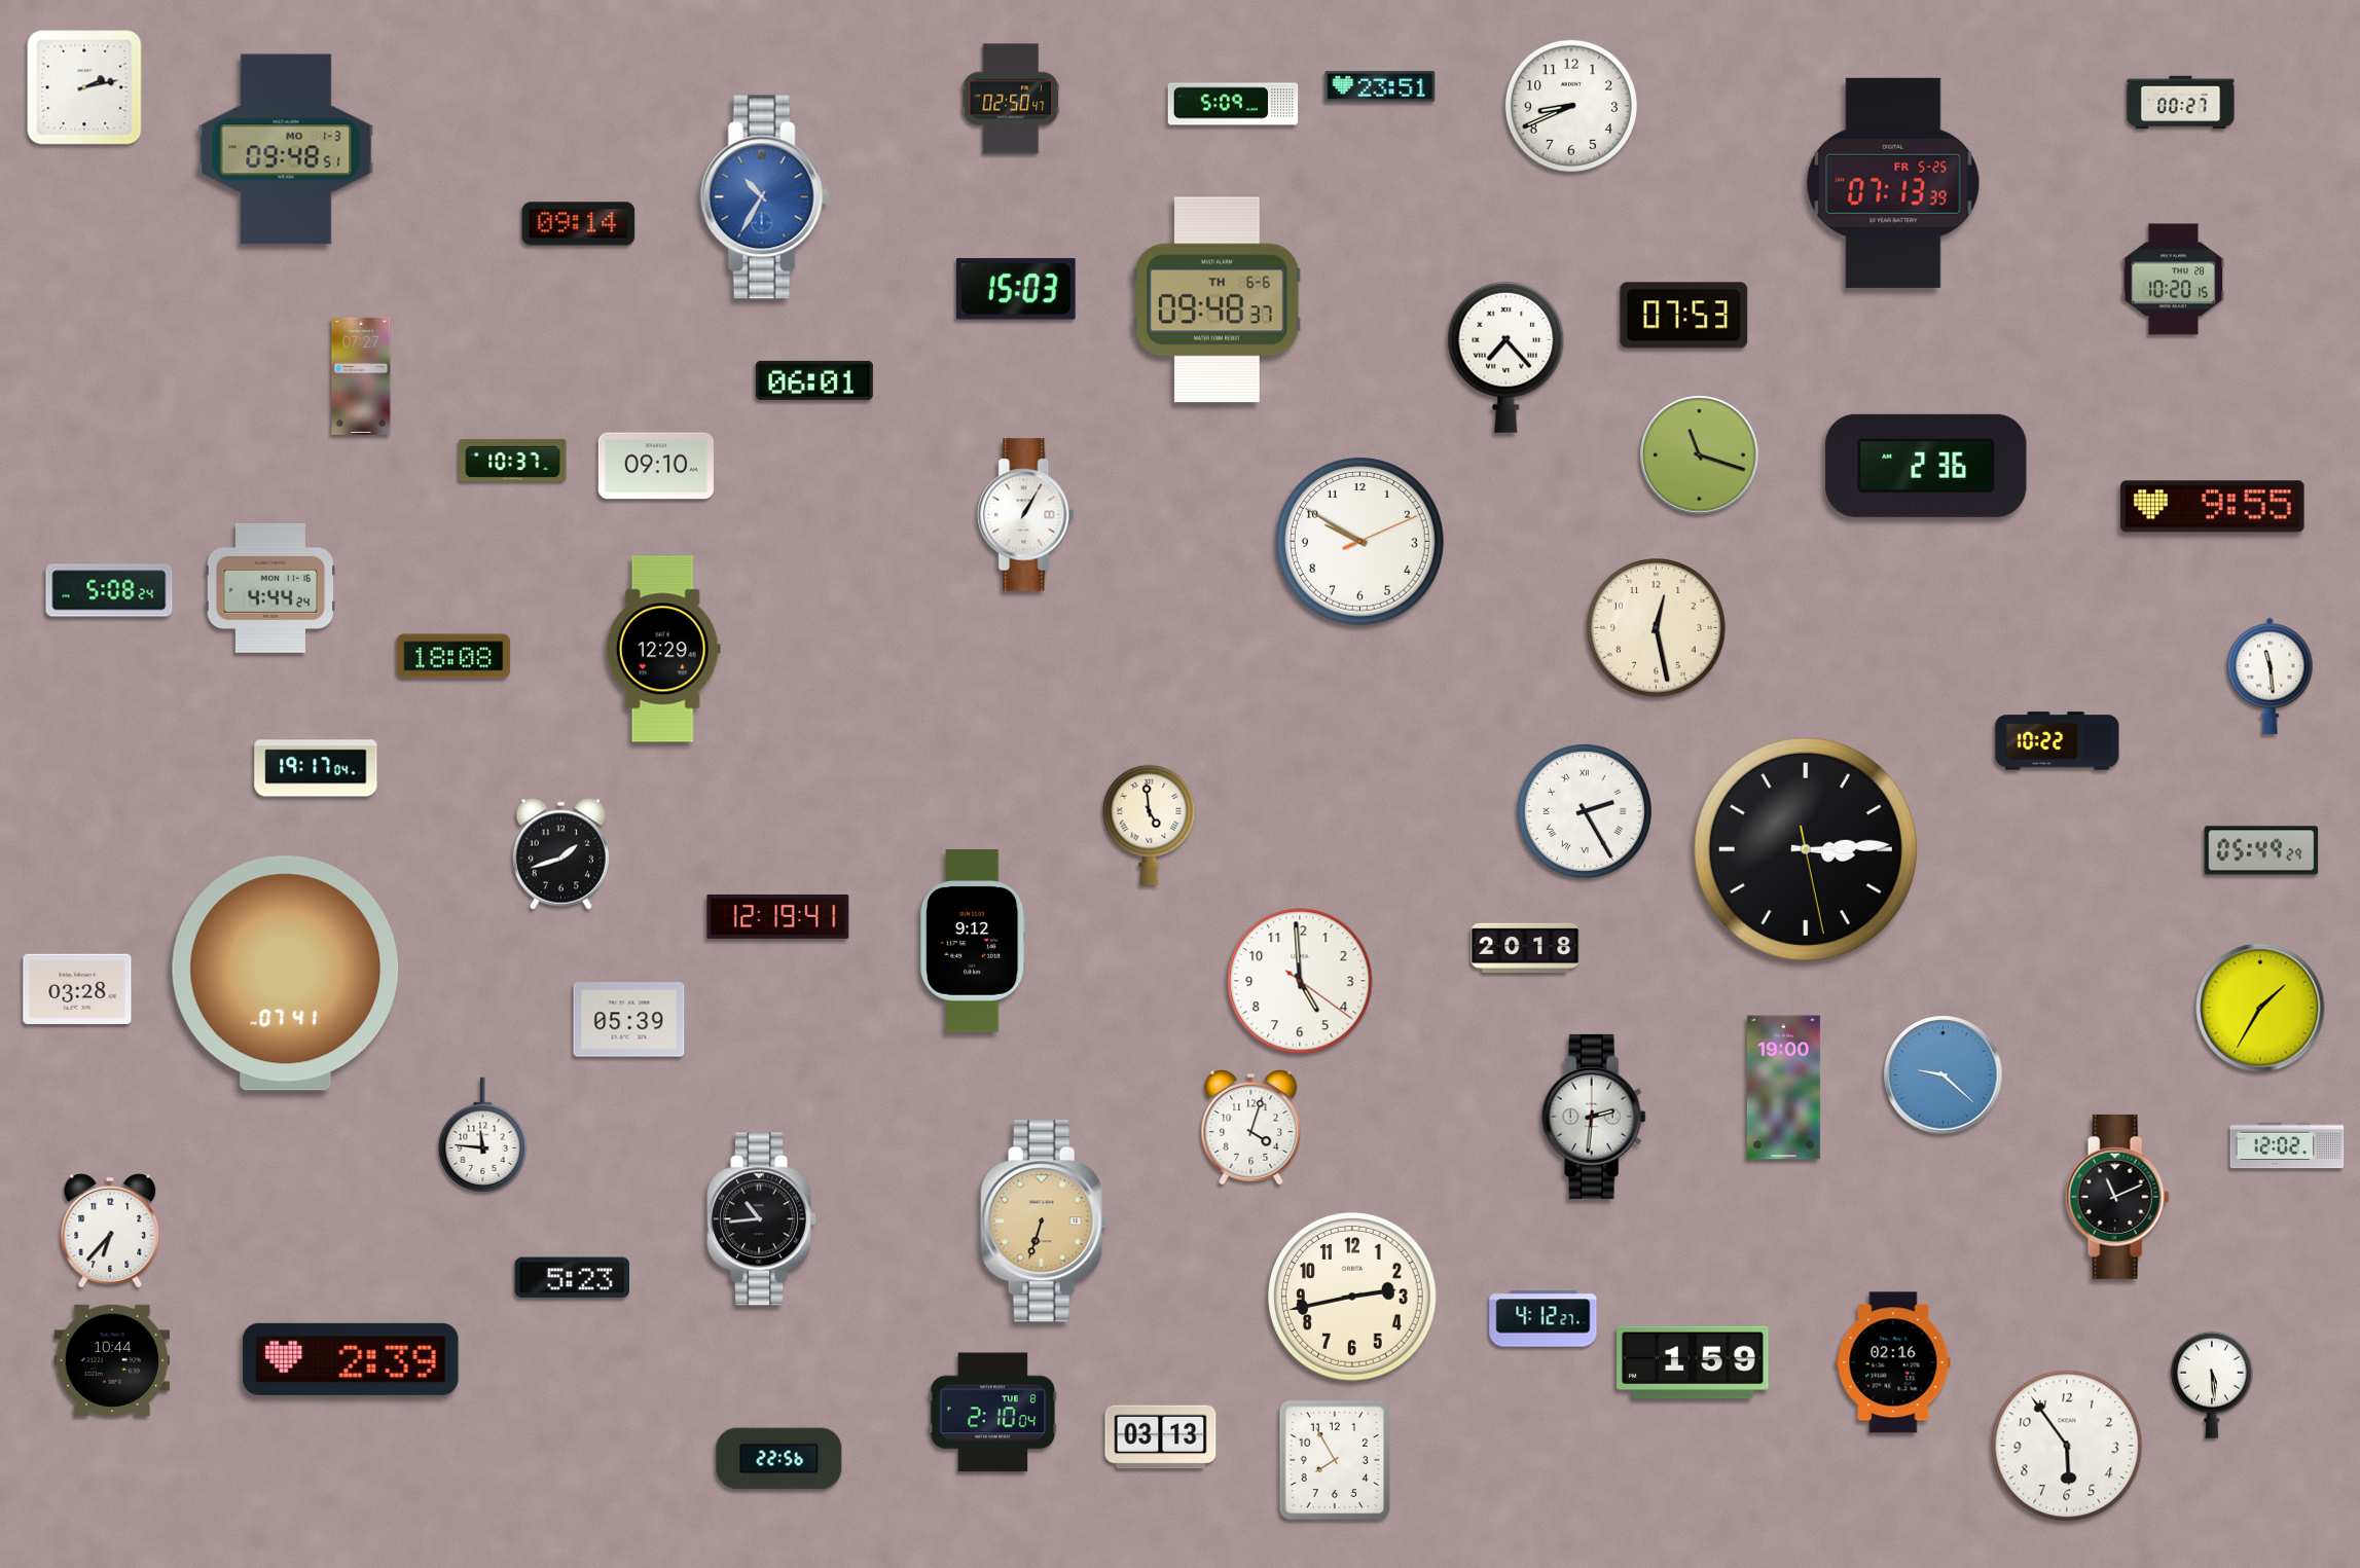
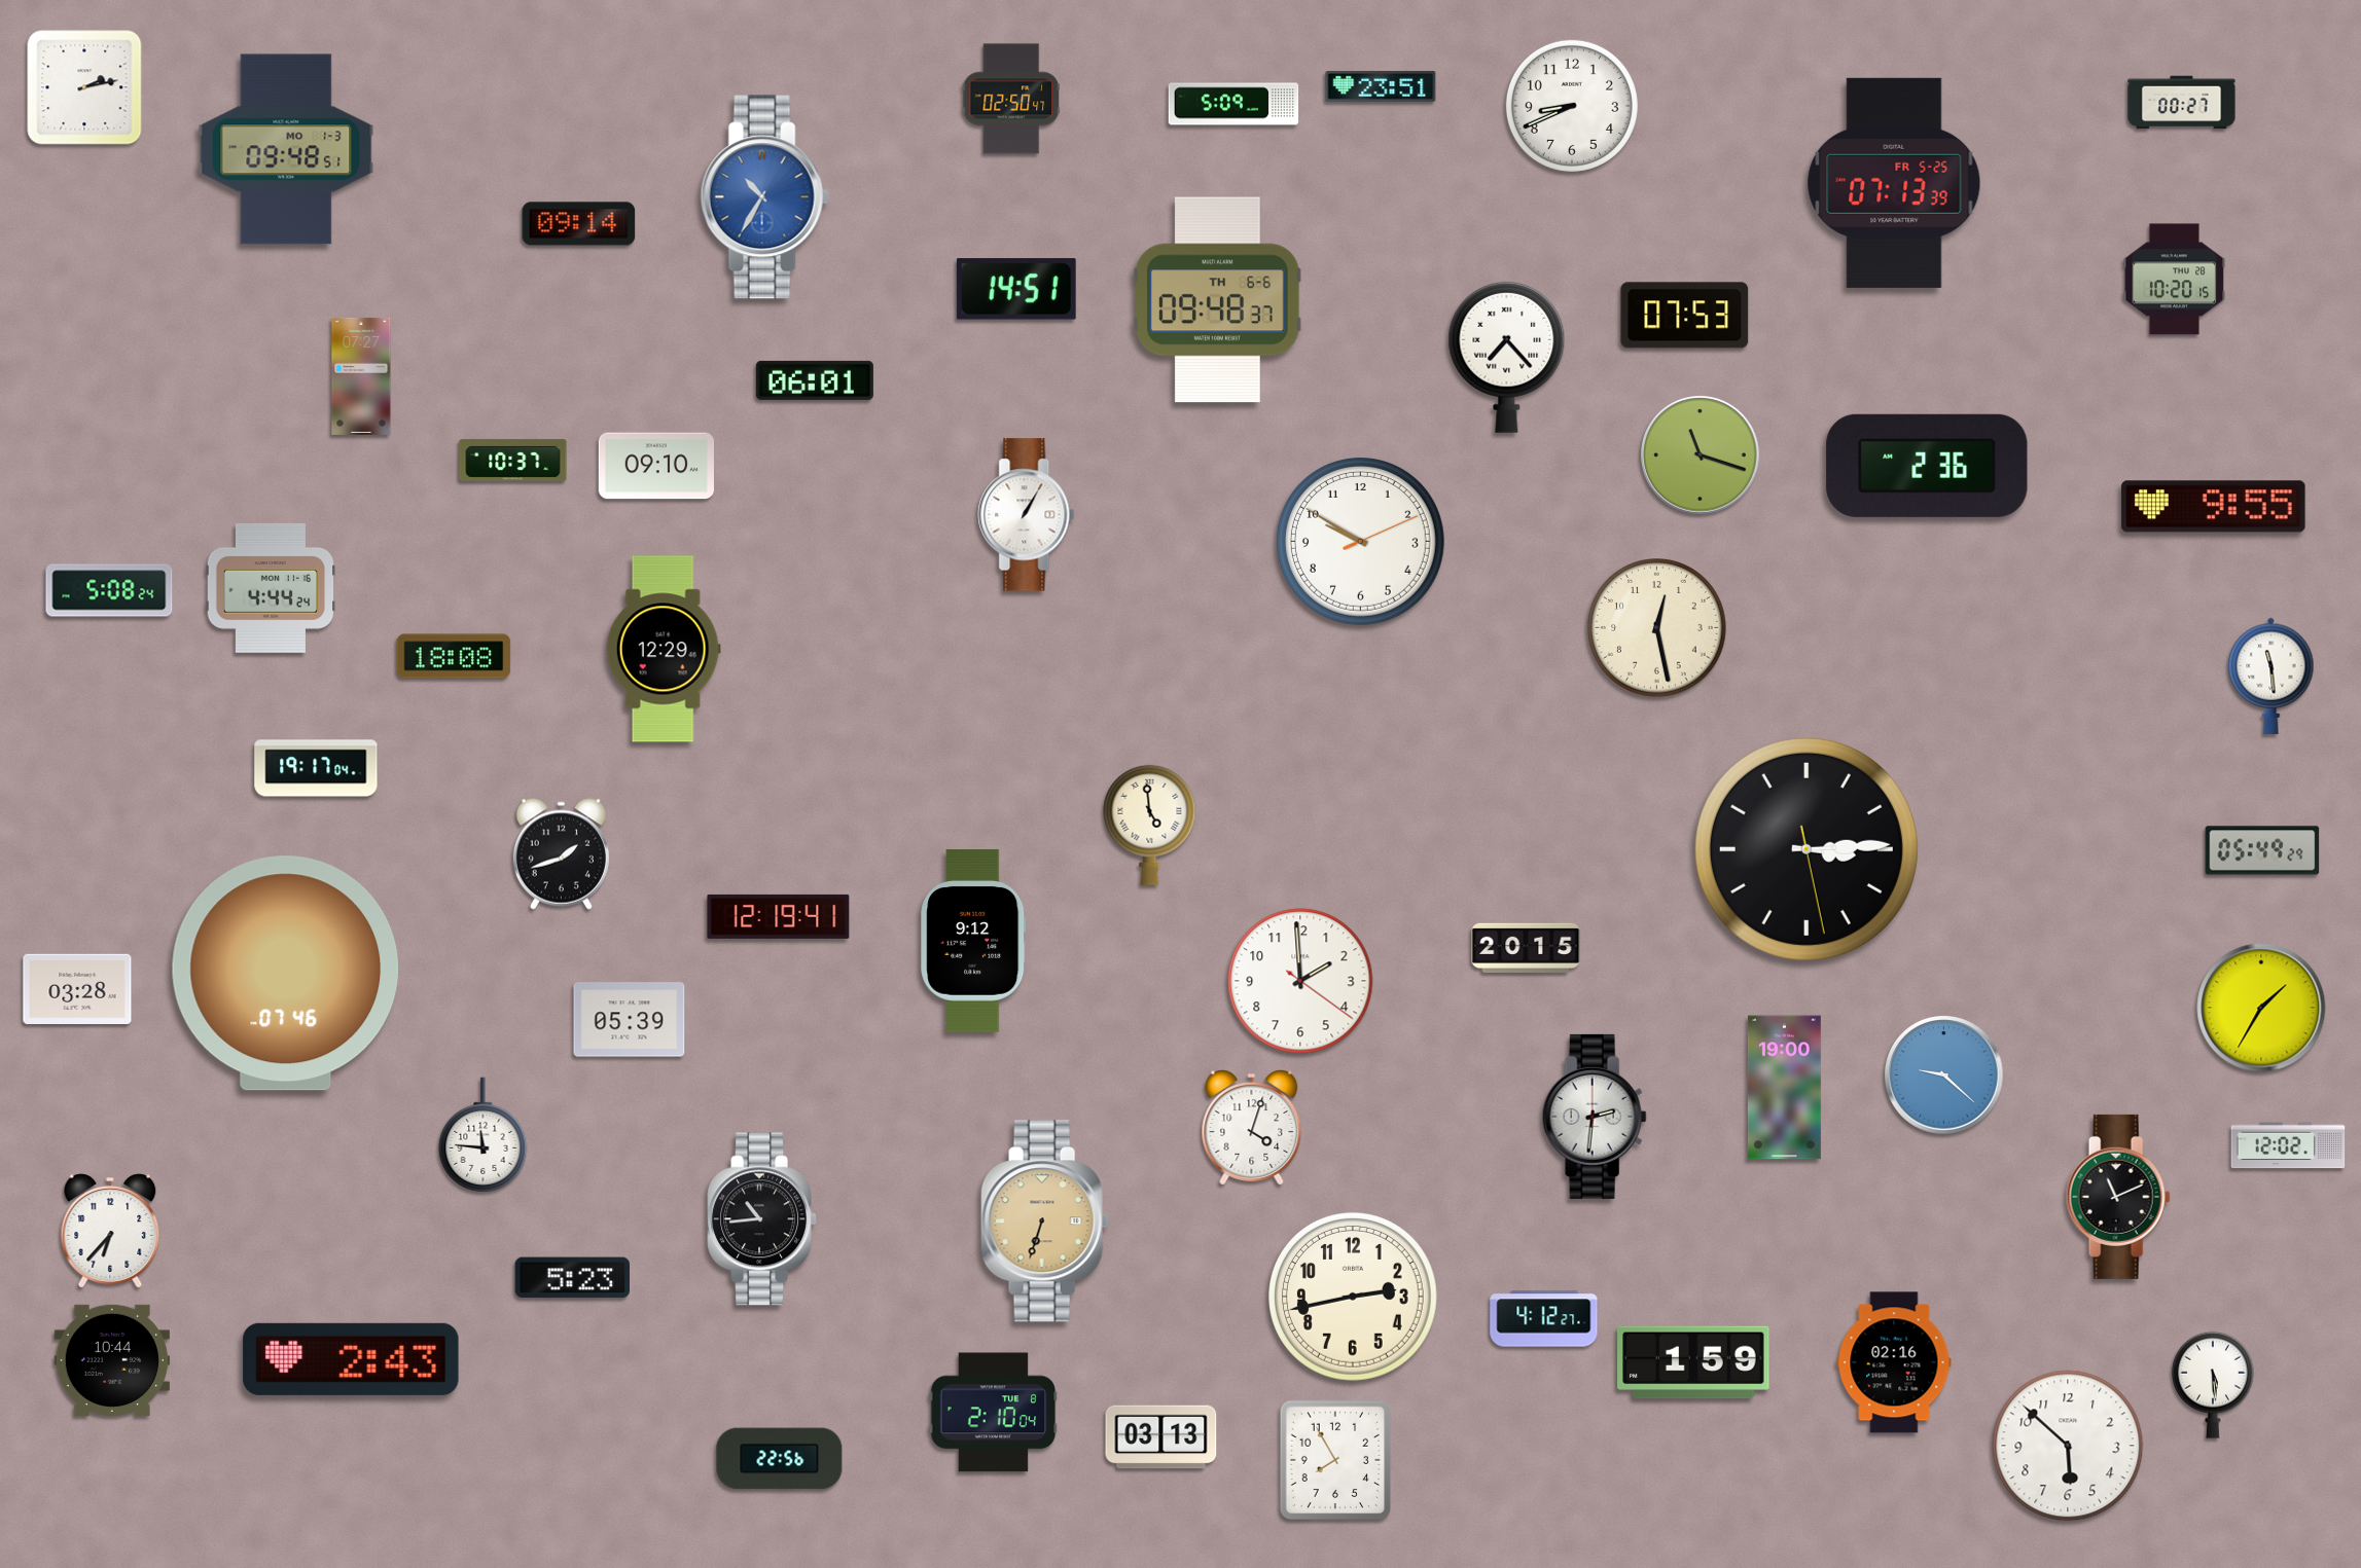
clock at (1016, 289): 15:03 -> 14:51
clock at (2058, 741): 10:22 -> none
clock at (1585, 811): 2:25 -> none
clock at (1525, 947): 20:18 -> 20:15
clock at (285, 974): 07:41 -> 07:46
clock at (1300, 981): 4:59 -> 1:59
clock at (351, 1359): 2:39 -> 2:43
clock at (2067, 1446): 5:54 -> 5:52
